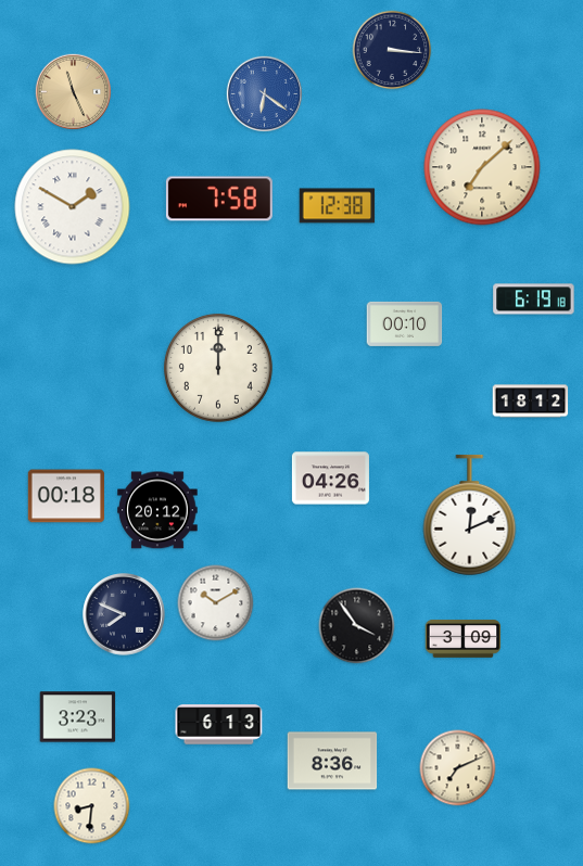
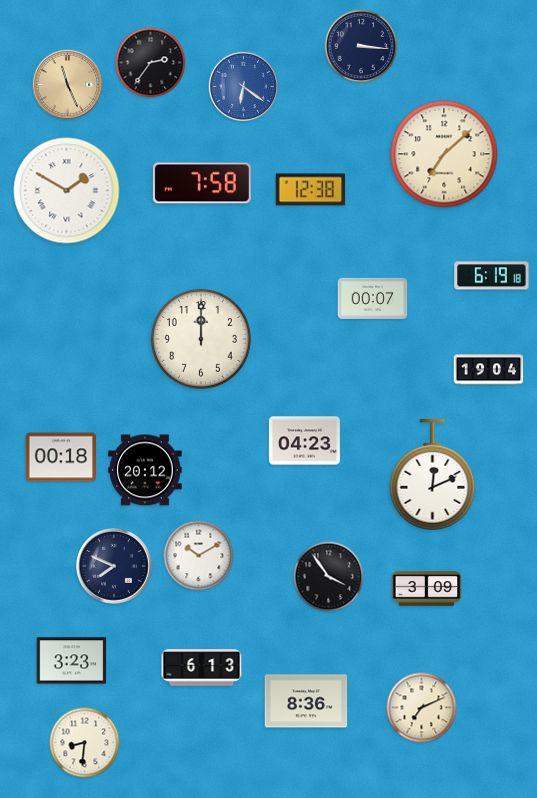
clock at (151, 63): none -> 2:36
clock at (405, 323): 00:10 -> 00:07
clock at (531, 402): 18:12 -> 19:04
clock at (330, 479): 04:26 -> 04:23
